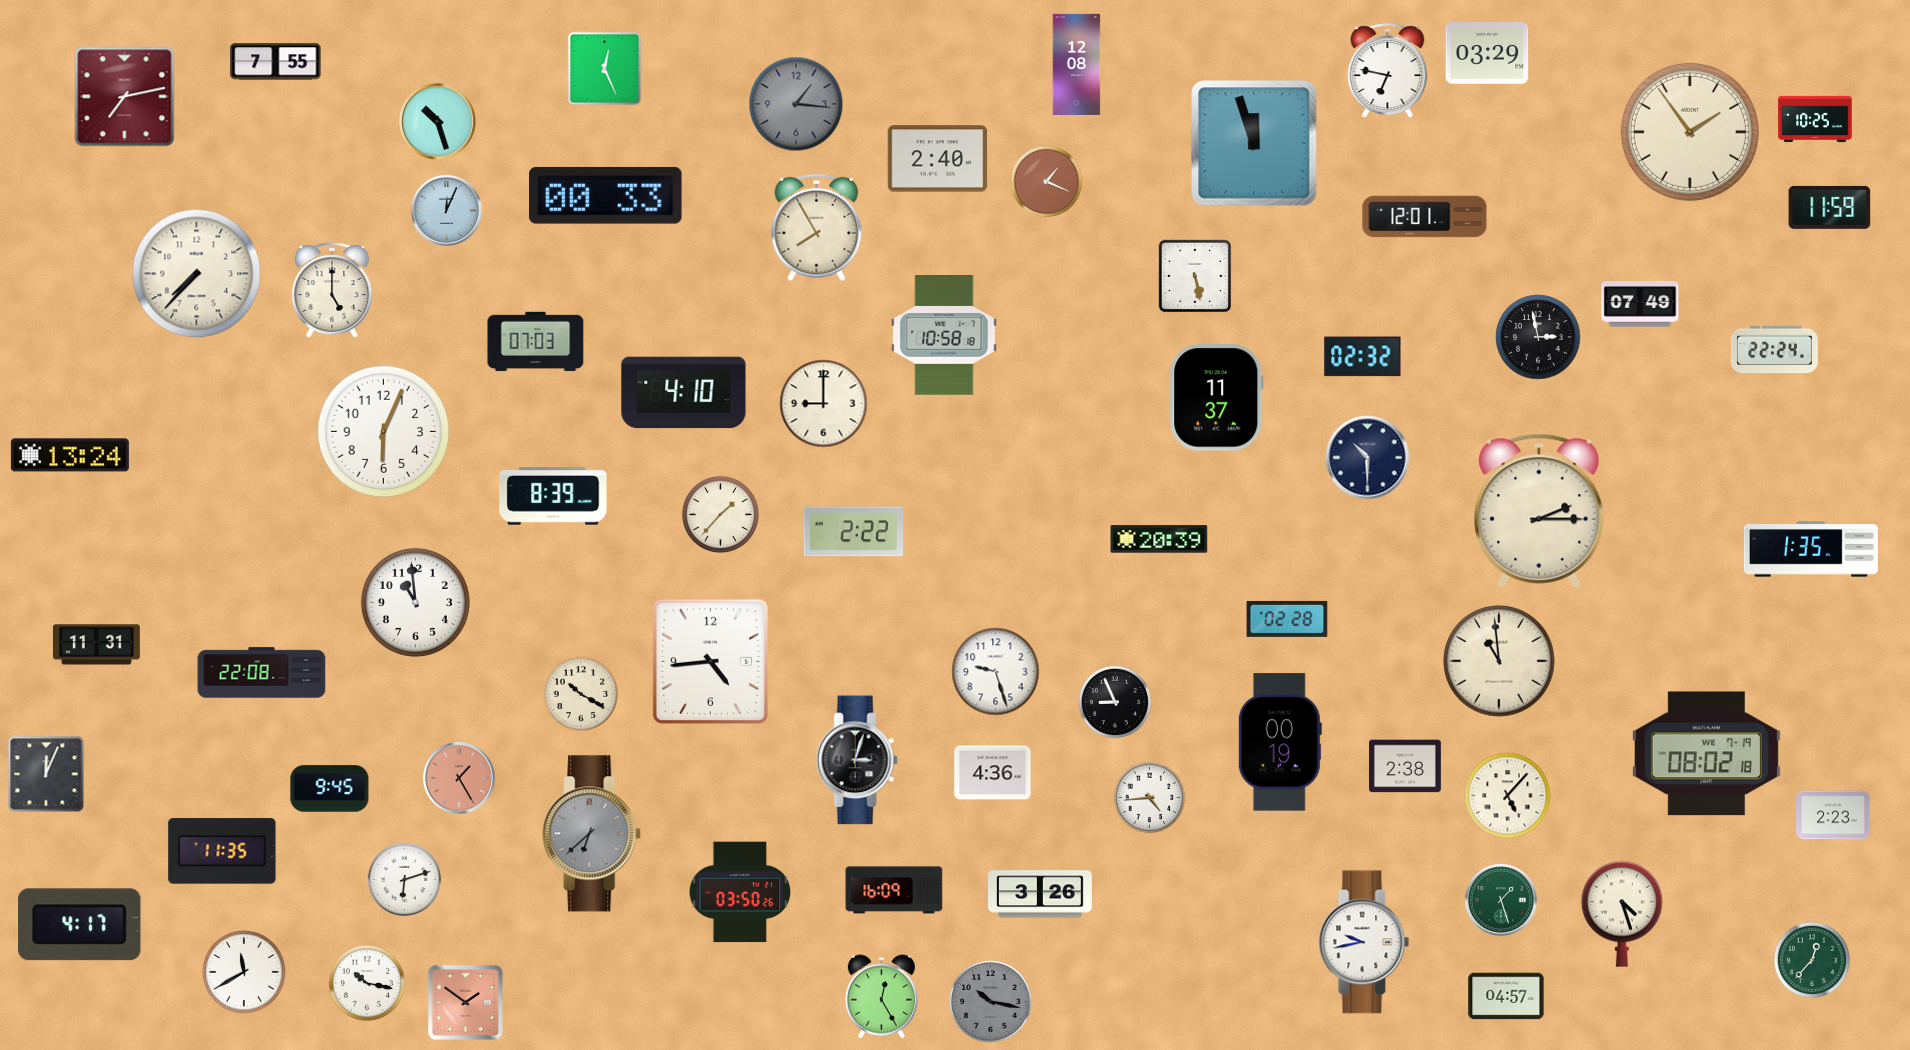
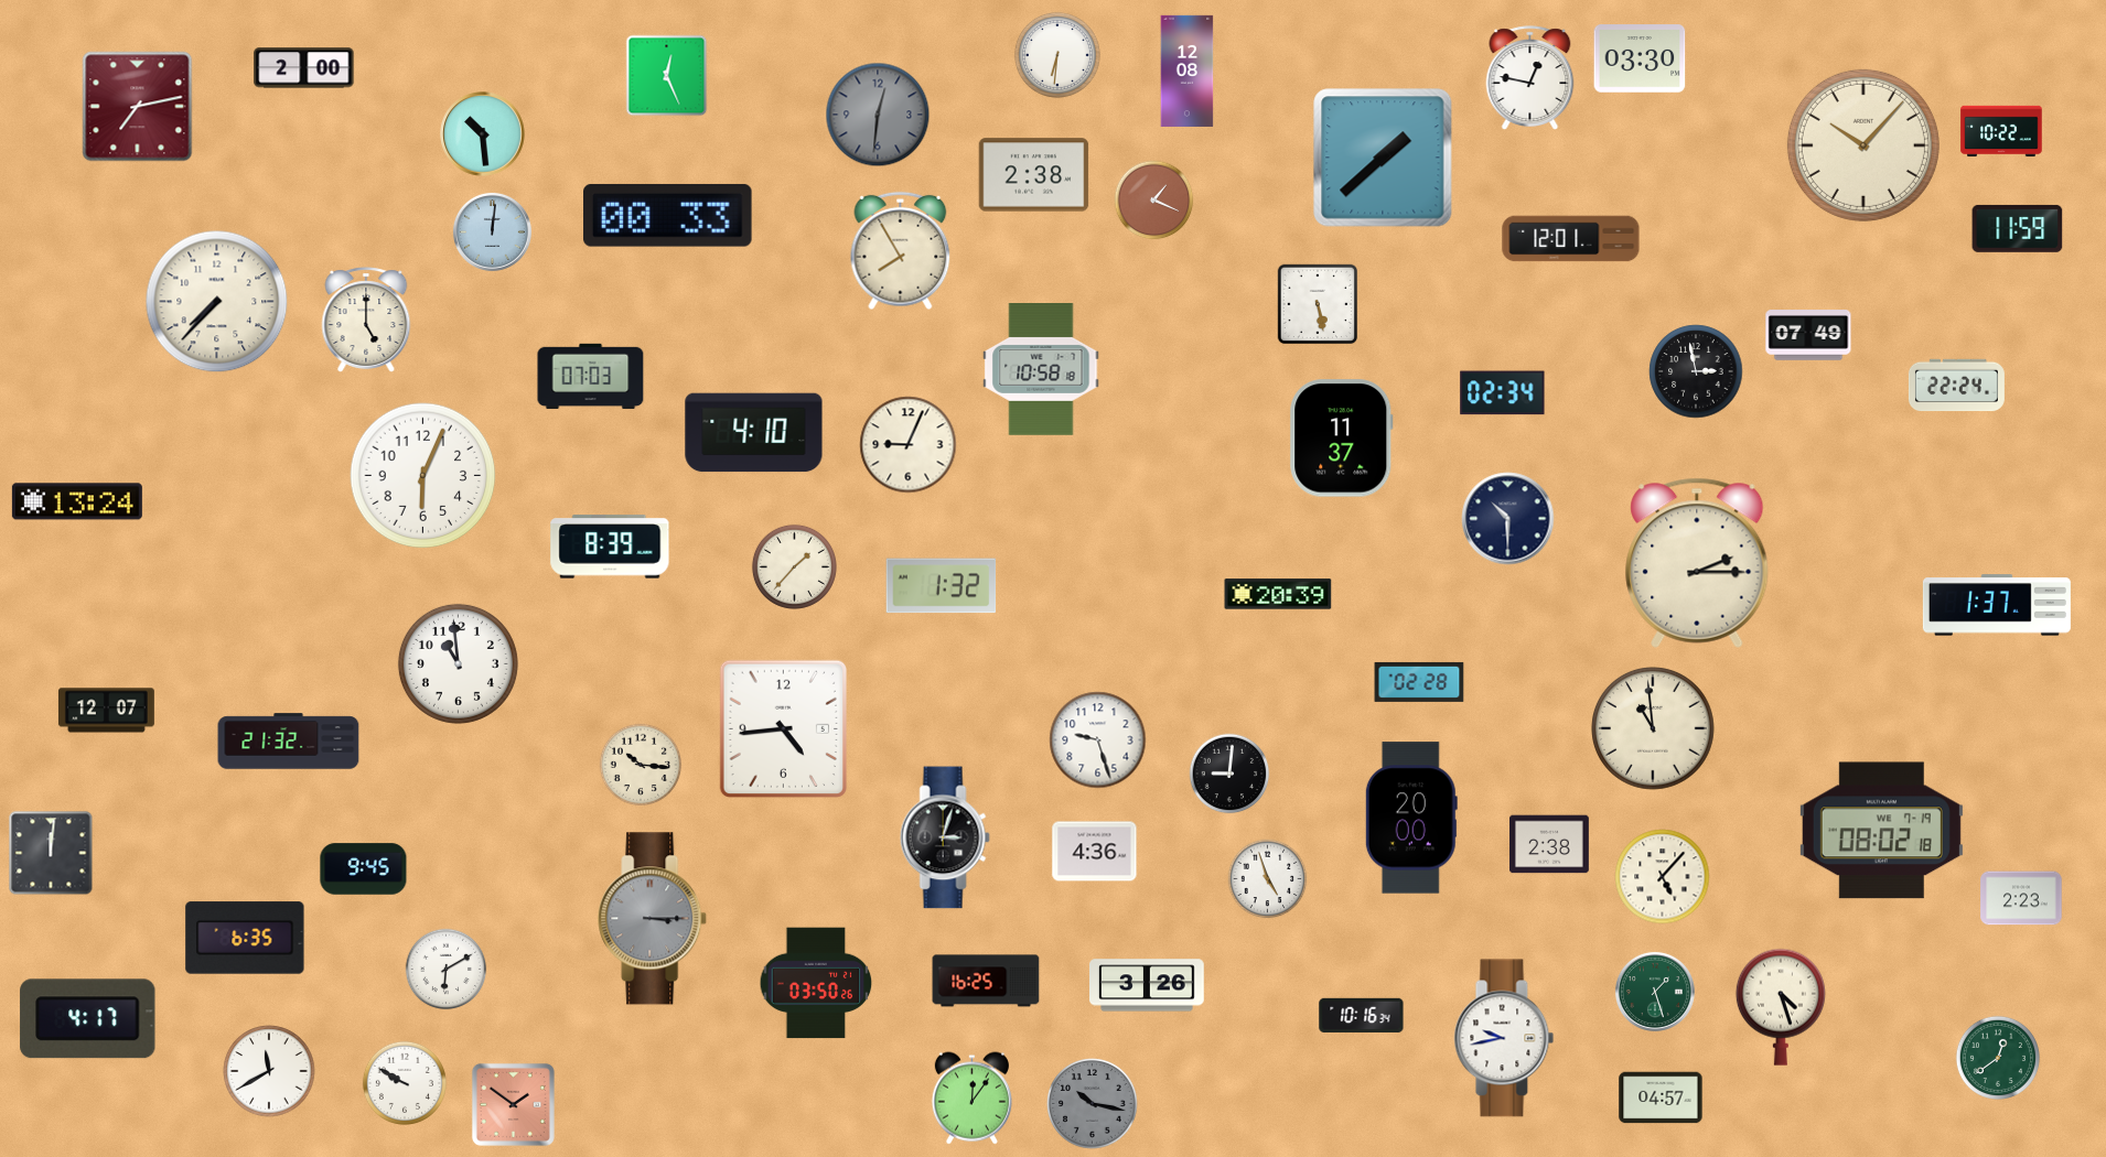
clock at (1057, 55): none -> 6:31
clock at (1487, 53): 03:29 -> 03:30
clock at (276, 62): 7:55 -> 2:00
clock at (1388, 71): 6:47 -> 12:47
clock at (796, 104): 1:16 -> 12:31
clock at (1815, 119): 10:25 -> 10:22
clock at (438, 122): 10:27 -> 10:29
clock at (1690, 132): 1:54 -> 10:07
clock at (1254, 143): 11:57 -> 1:38
clock at (938, 159): 2:40 -> 2:38
clock at (446, 210): 12:04 -> 12:01
clock at (1363, 357): 02:32 -> 02:34
clock at (824, 404): 9:00 -> 9:04
clock at (1368, 458) position: (1368, 458) -> (1508, 519)
clock at (854, 532): 2:22 -> 1:32
clock at (1811, 549): 1:35 -> 1:37
clock at (96, 645): 11:31 -> 12:07
clock at (262, 673): 22:08 -> 21:32
clock at (581, 694): 10:20 -> 10:16
clock at (1115, 702): 8:56 -> 9:01
clock at (1280, 742): 00:19 -> 20:00
clock at (46, 774): 12:04 -> 12:01
clock at (459, 778): 1:25 -> none
clock at (1150, 798): 4:44 -> 4:57
clock at (592, 834): 6:38 -> 3:15
clock at (222, 851): 11:35 -> 6:35
clock at (405, 880): 6:12 -> 6:10
clock at (894, 890): 16:09 -> 16:25
clock at (1622, 914) position: (1622, 914) -> (1781, 1007)
clock at (1362, 1015): none -> 10:16
clock at (1812, 960): 12:37 -> 12:39
clock at (367, 983): 10:17 -> 9:50
clock at (881, 997): 12:25 -> 12:06
